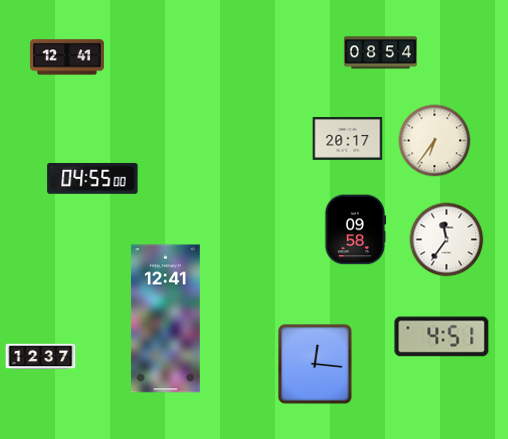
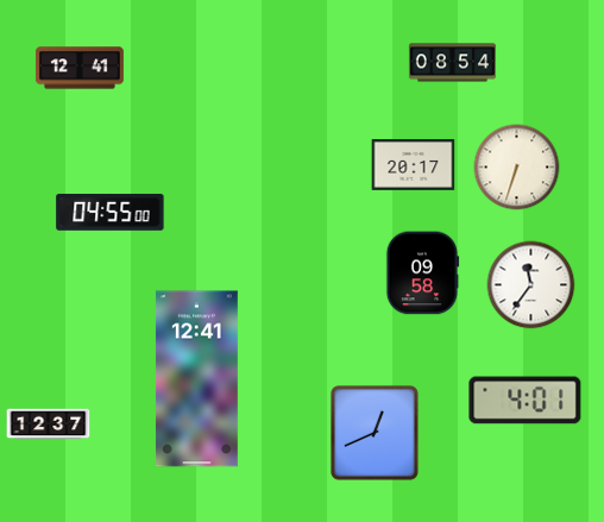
clock at (435, 141): 6:36 -> 6:33
clock at (442, 337): 4:51 -> 4:01
clock at (315, 364): 12:16 -> 12:41
